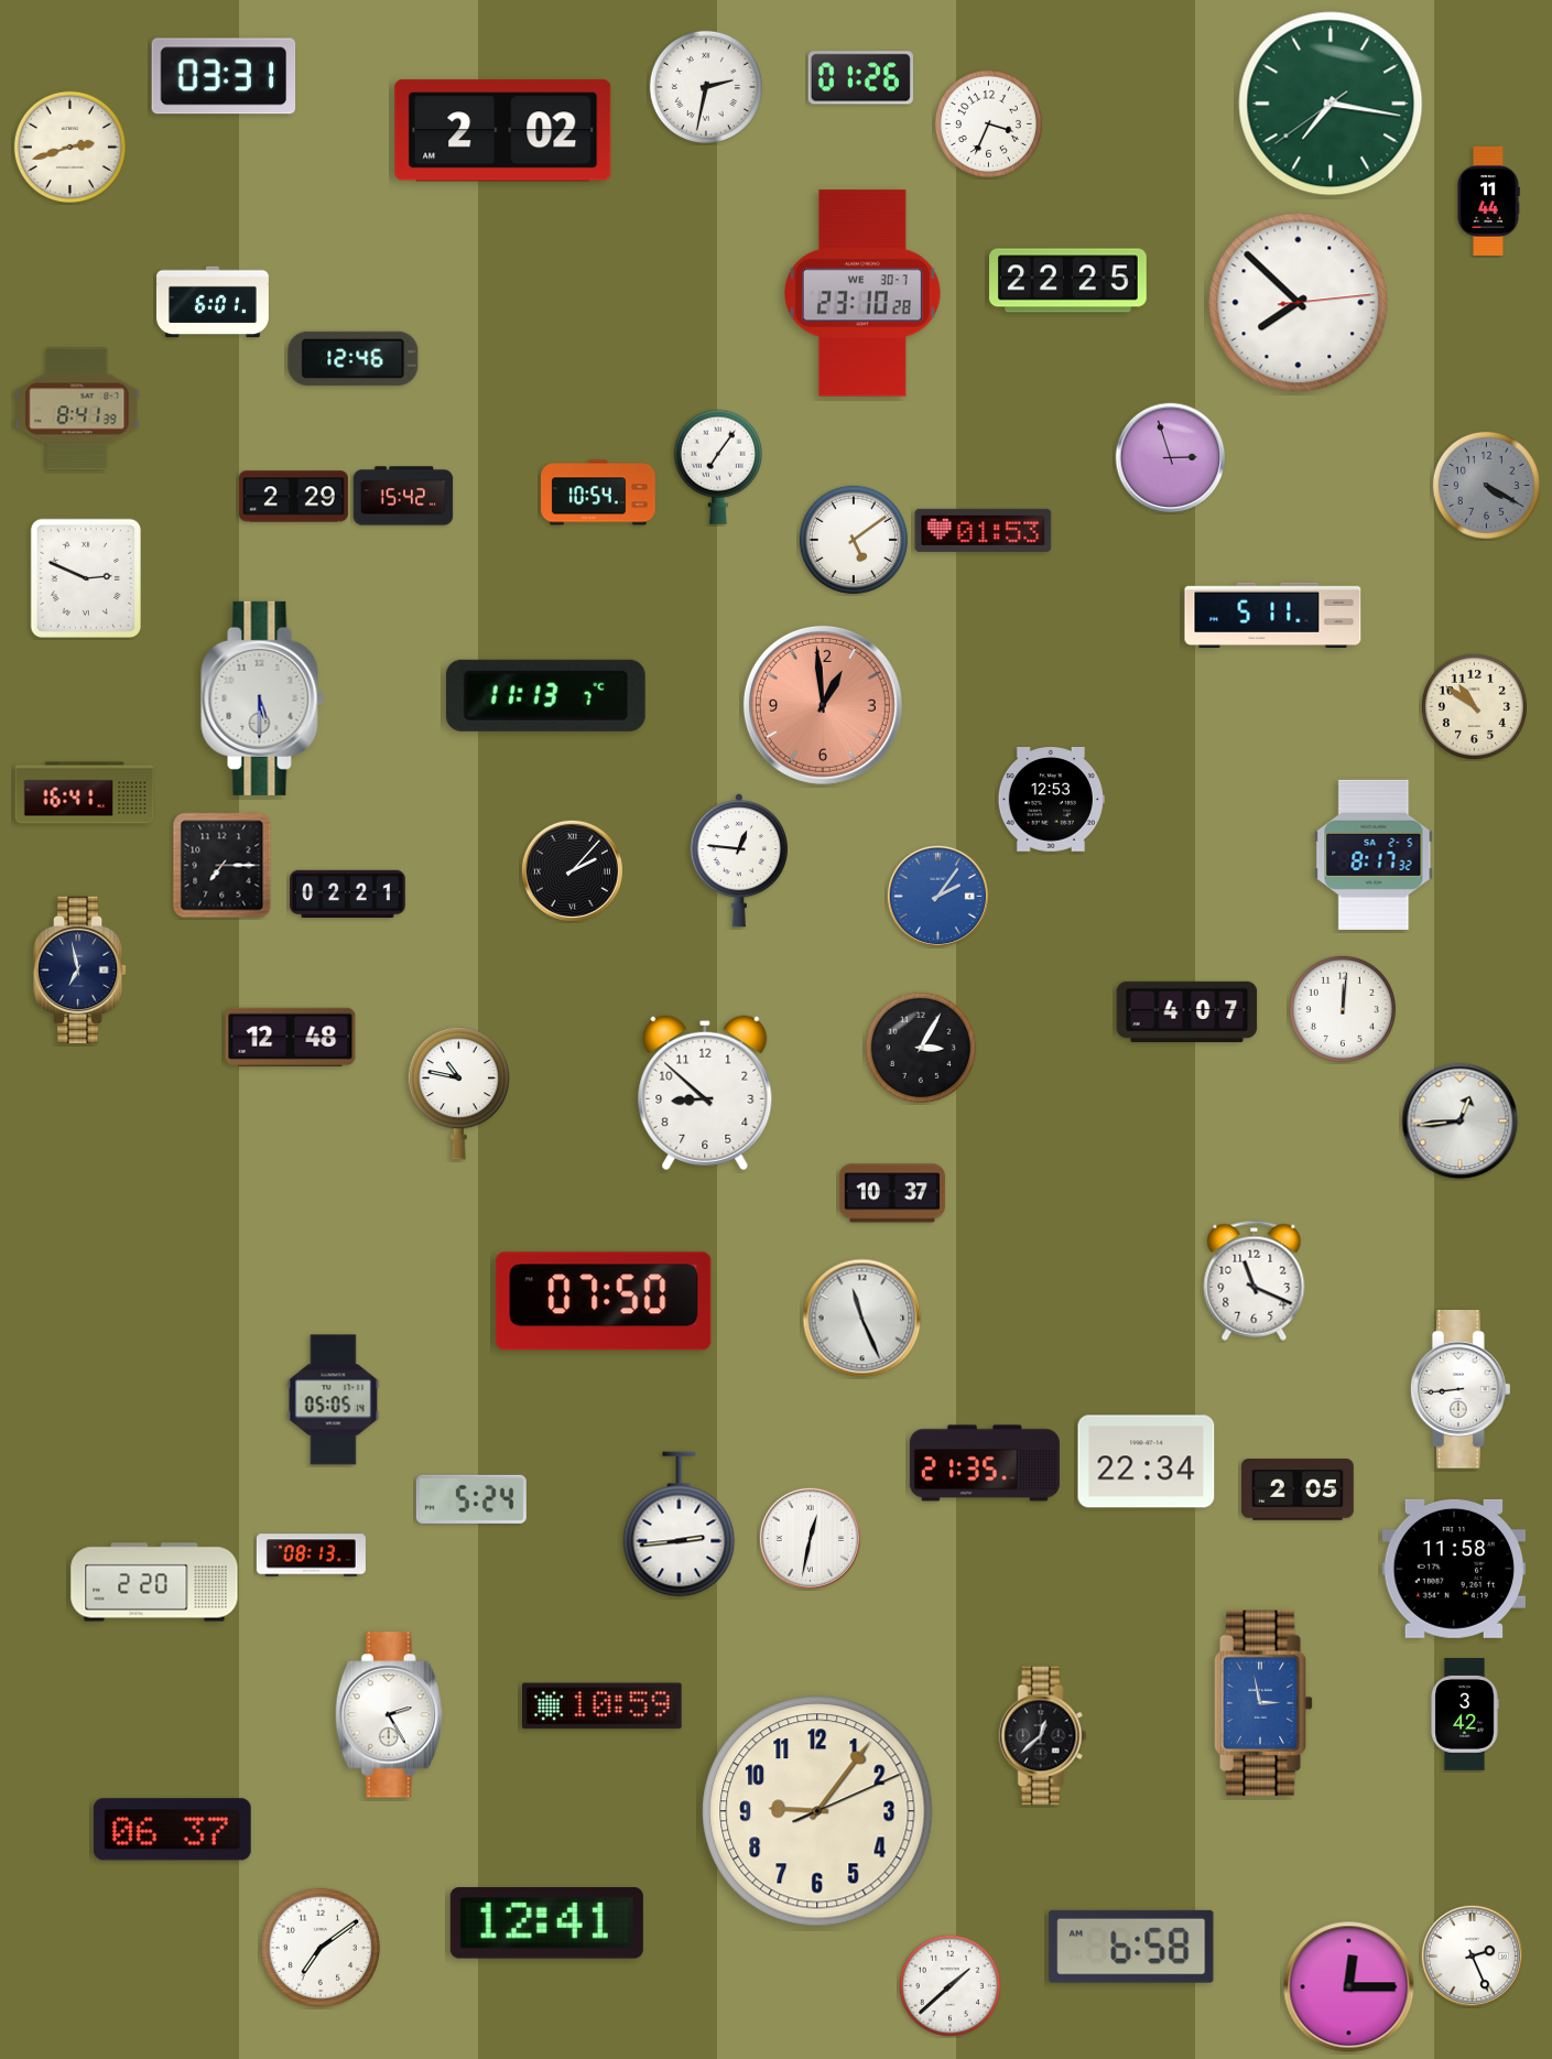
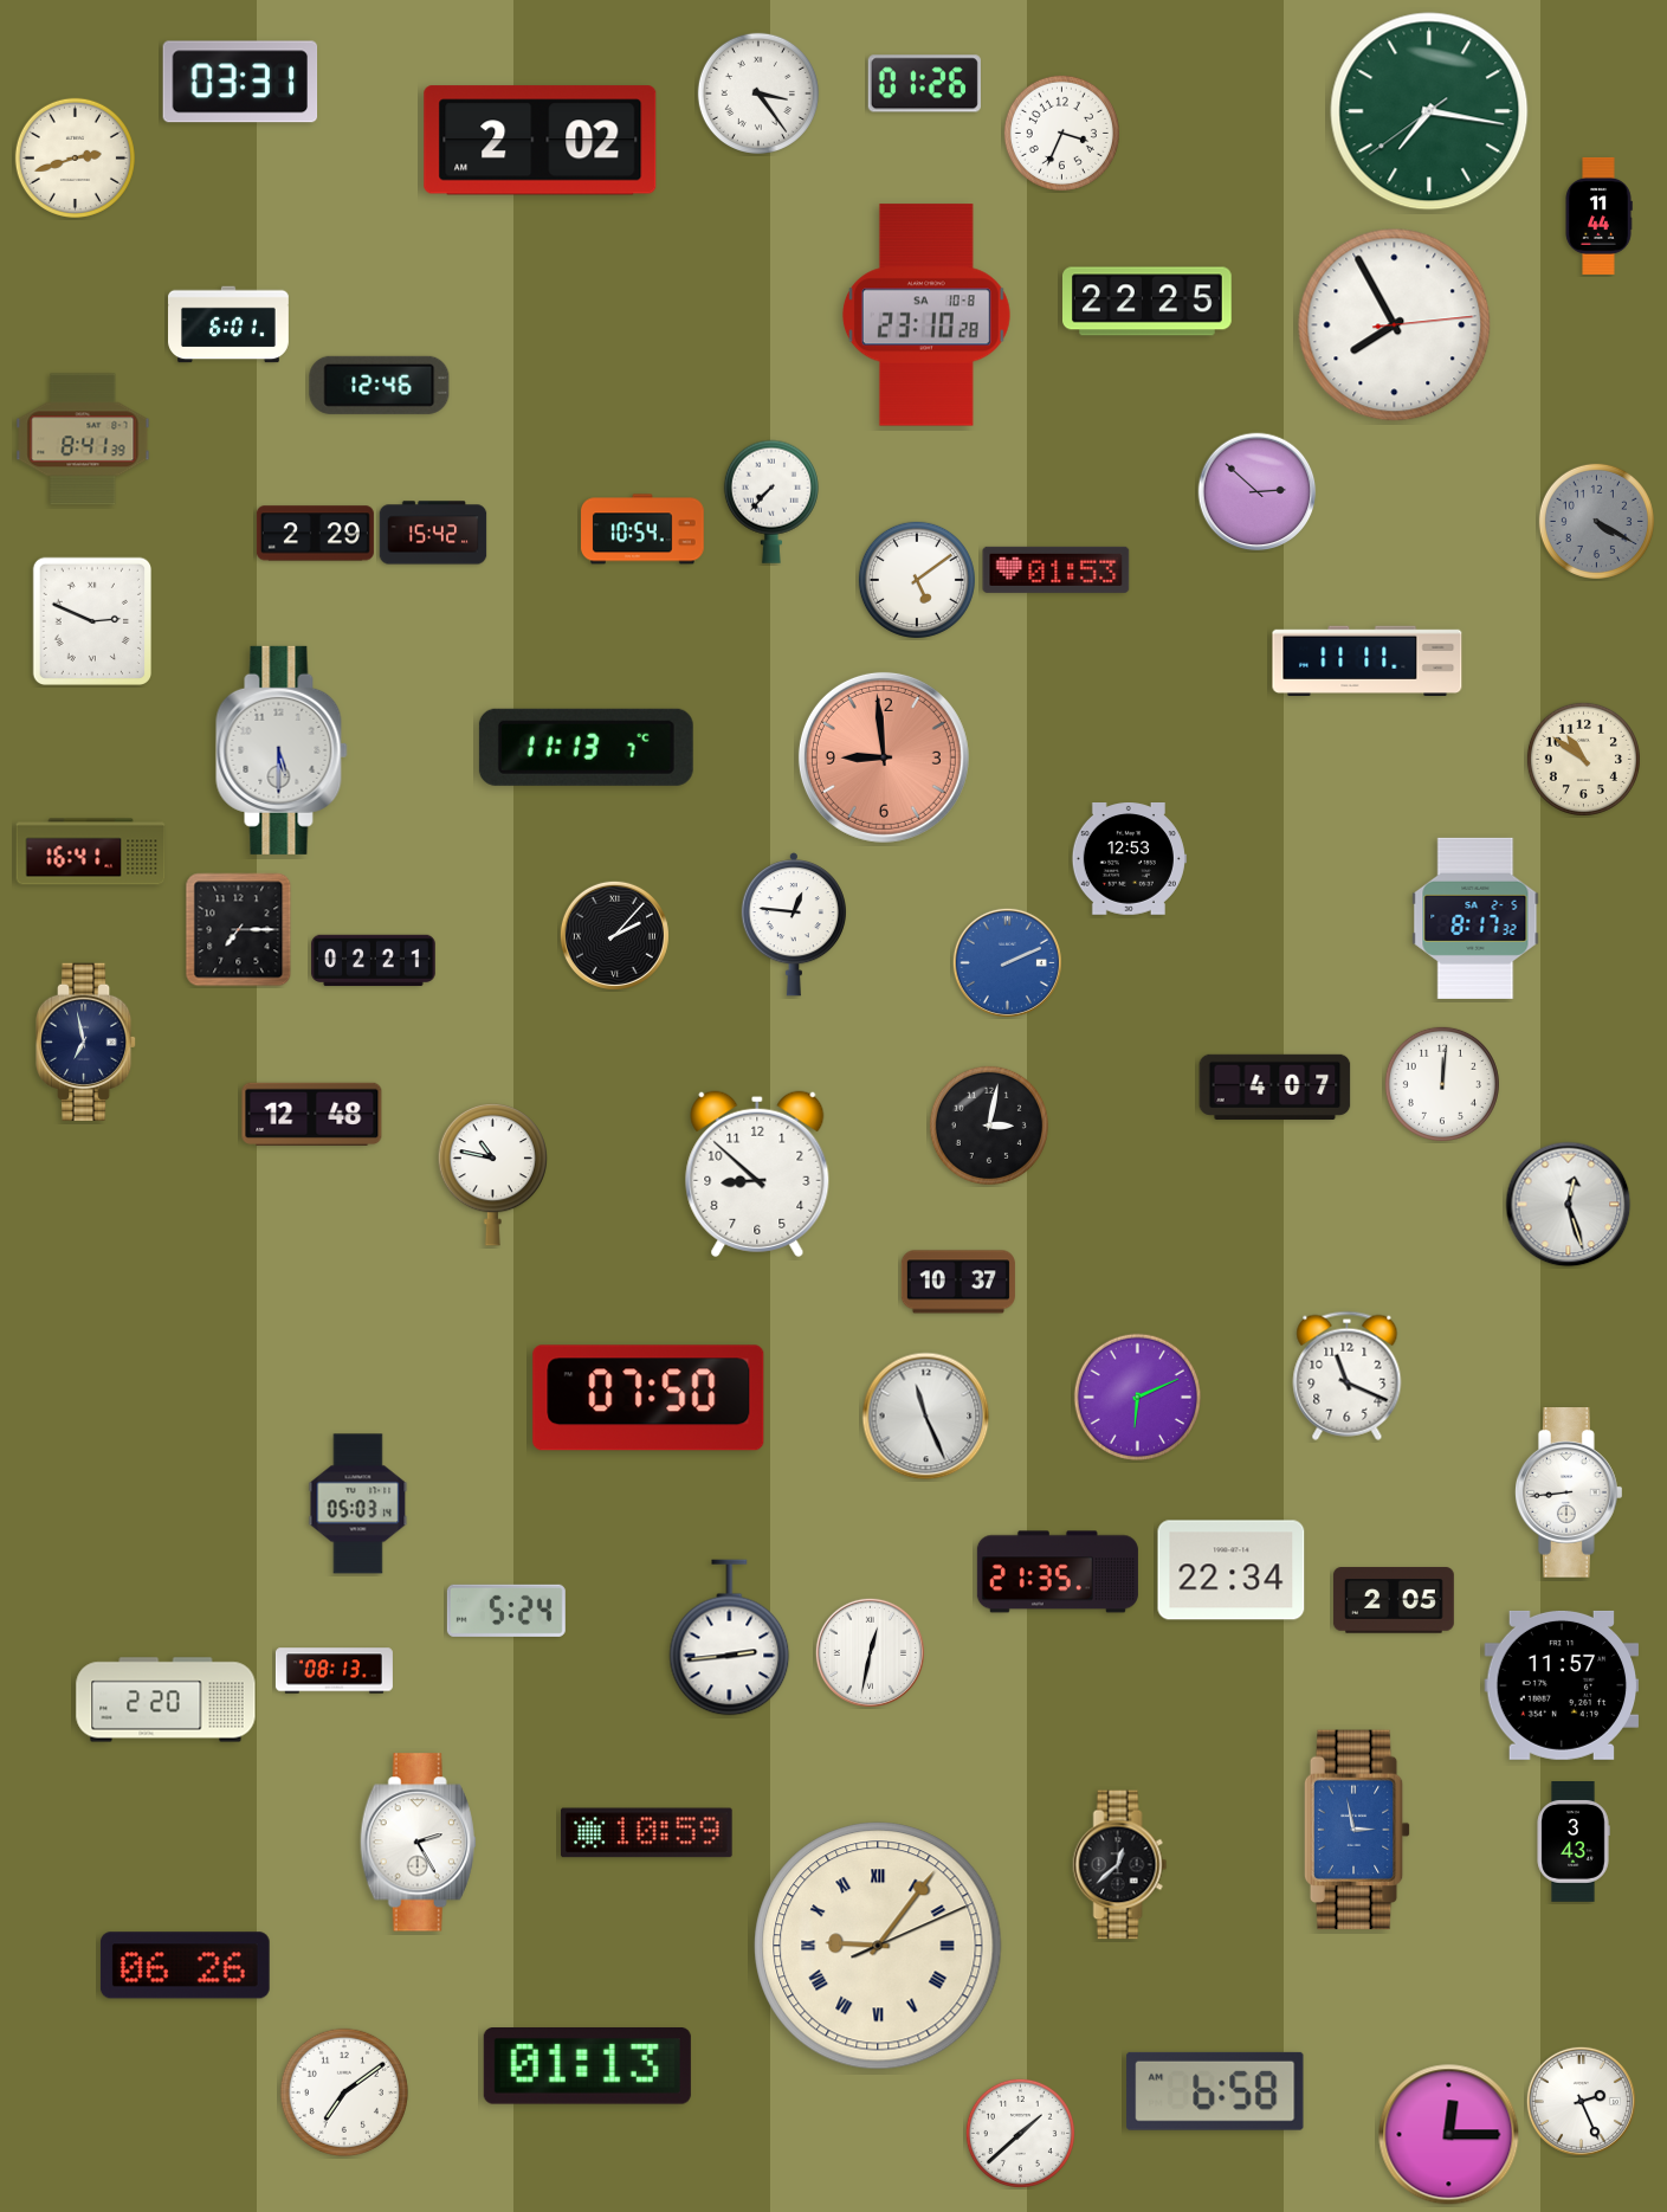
clock at (706, 87): 2:32 -> 3:24
clock at (862, 293) date: WE 30-7 -> SA 10-8
clock at (1299, 303): 7:52 -> 7:55
clock at (1171, 458): 2:57 -> 2:52
clock at (718, 467): 7:06 -> 7:37
clock at (1273, 615): 5:11 -> 11:11
clock at (823, 705): 12:59 -> 8:59
clock at (937, 896): 2:06 -> 2:11
clock at (921, 1048): 3:05 -> 3:02
clock at (1461, 1121): 12:44 -> 12:27
clock at (1137, 1397): none -> 6:11
clock at (334, 1400): 05:05 -> 05:03
clock at (1454, 1569): 11:58 -> 11:57
clock at (1465, 1715): 3:42 -> 3:43
clock at (817, 1811) numerals: Arabic -> Roman
clock at (172, 1830): 06:37 -> 06:26
clock at (546, 1923): 12:41 -> 01:13
